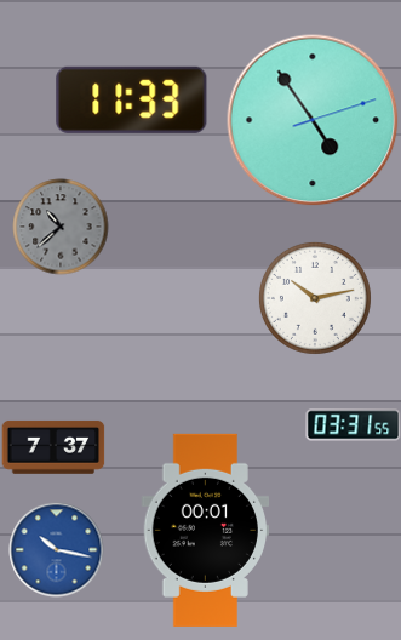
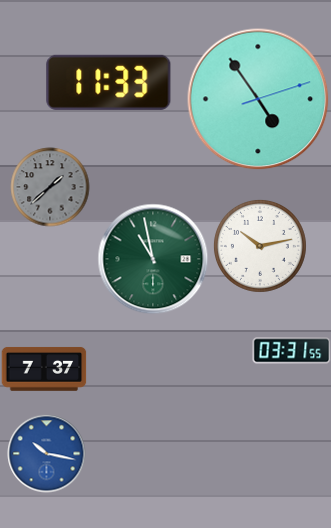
clock at (61, 227): 10:38 -> 1:38
clock at (153, 259): none -> 10:58
clock at (205, 530): 00:01 -> none
